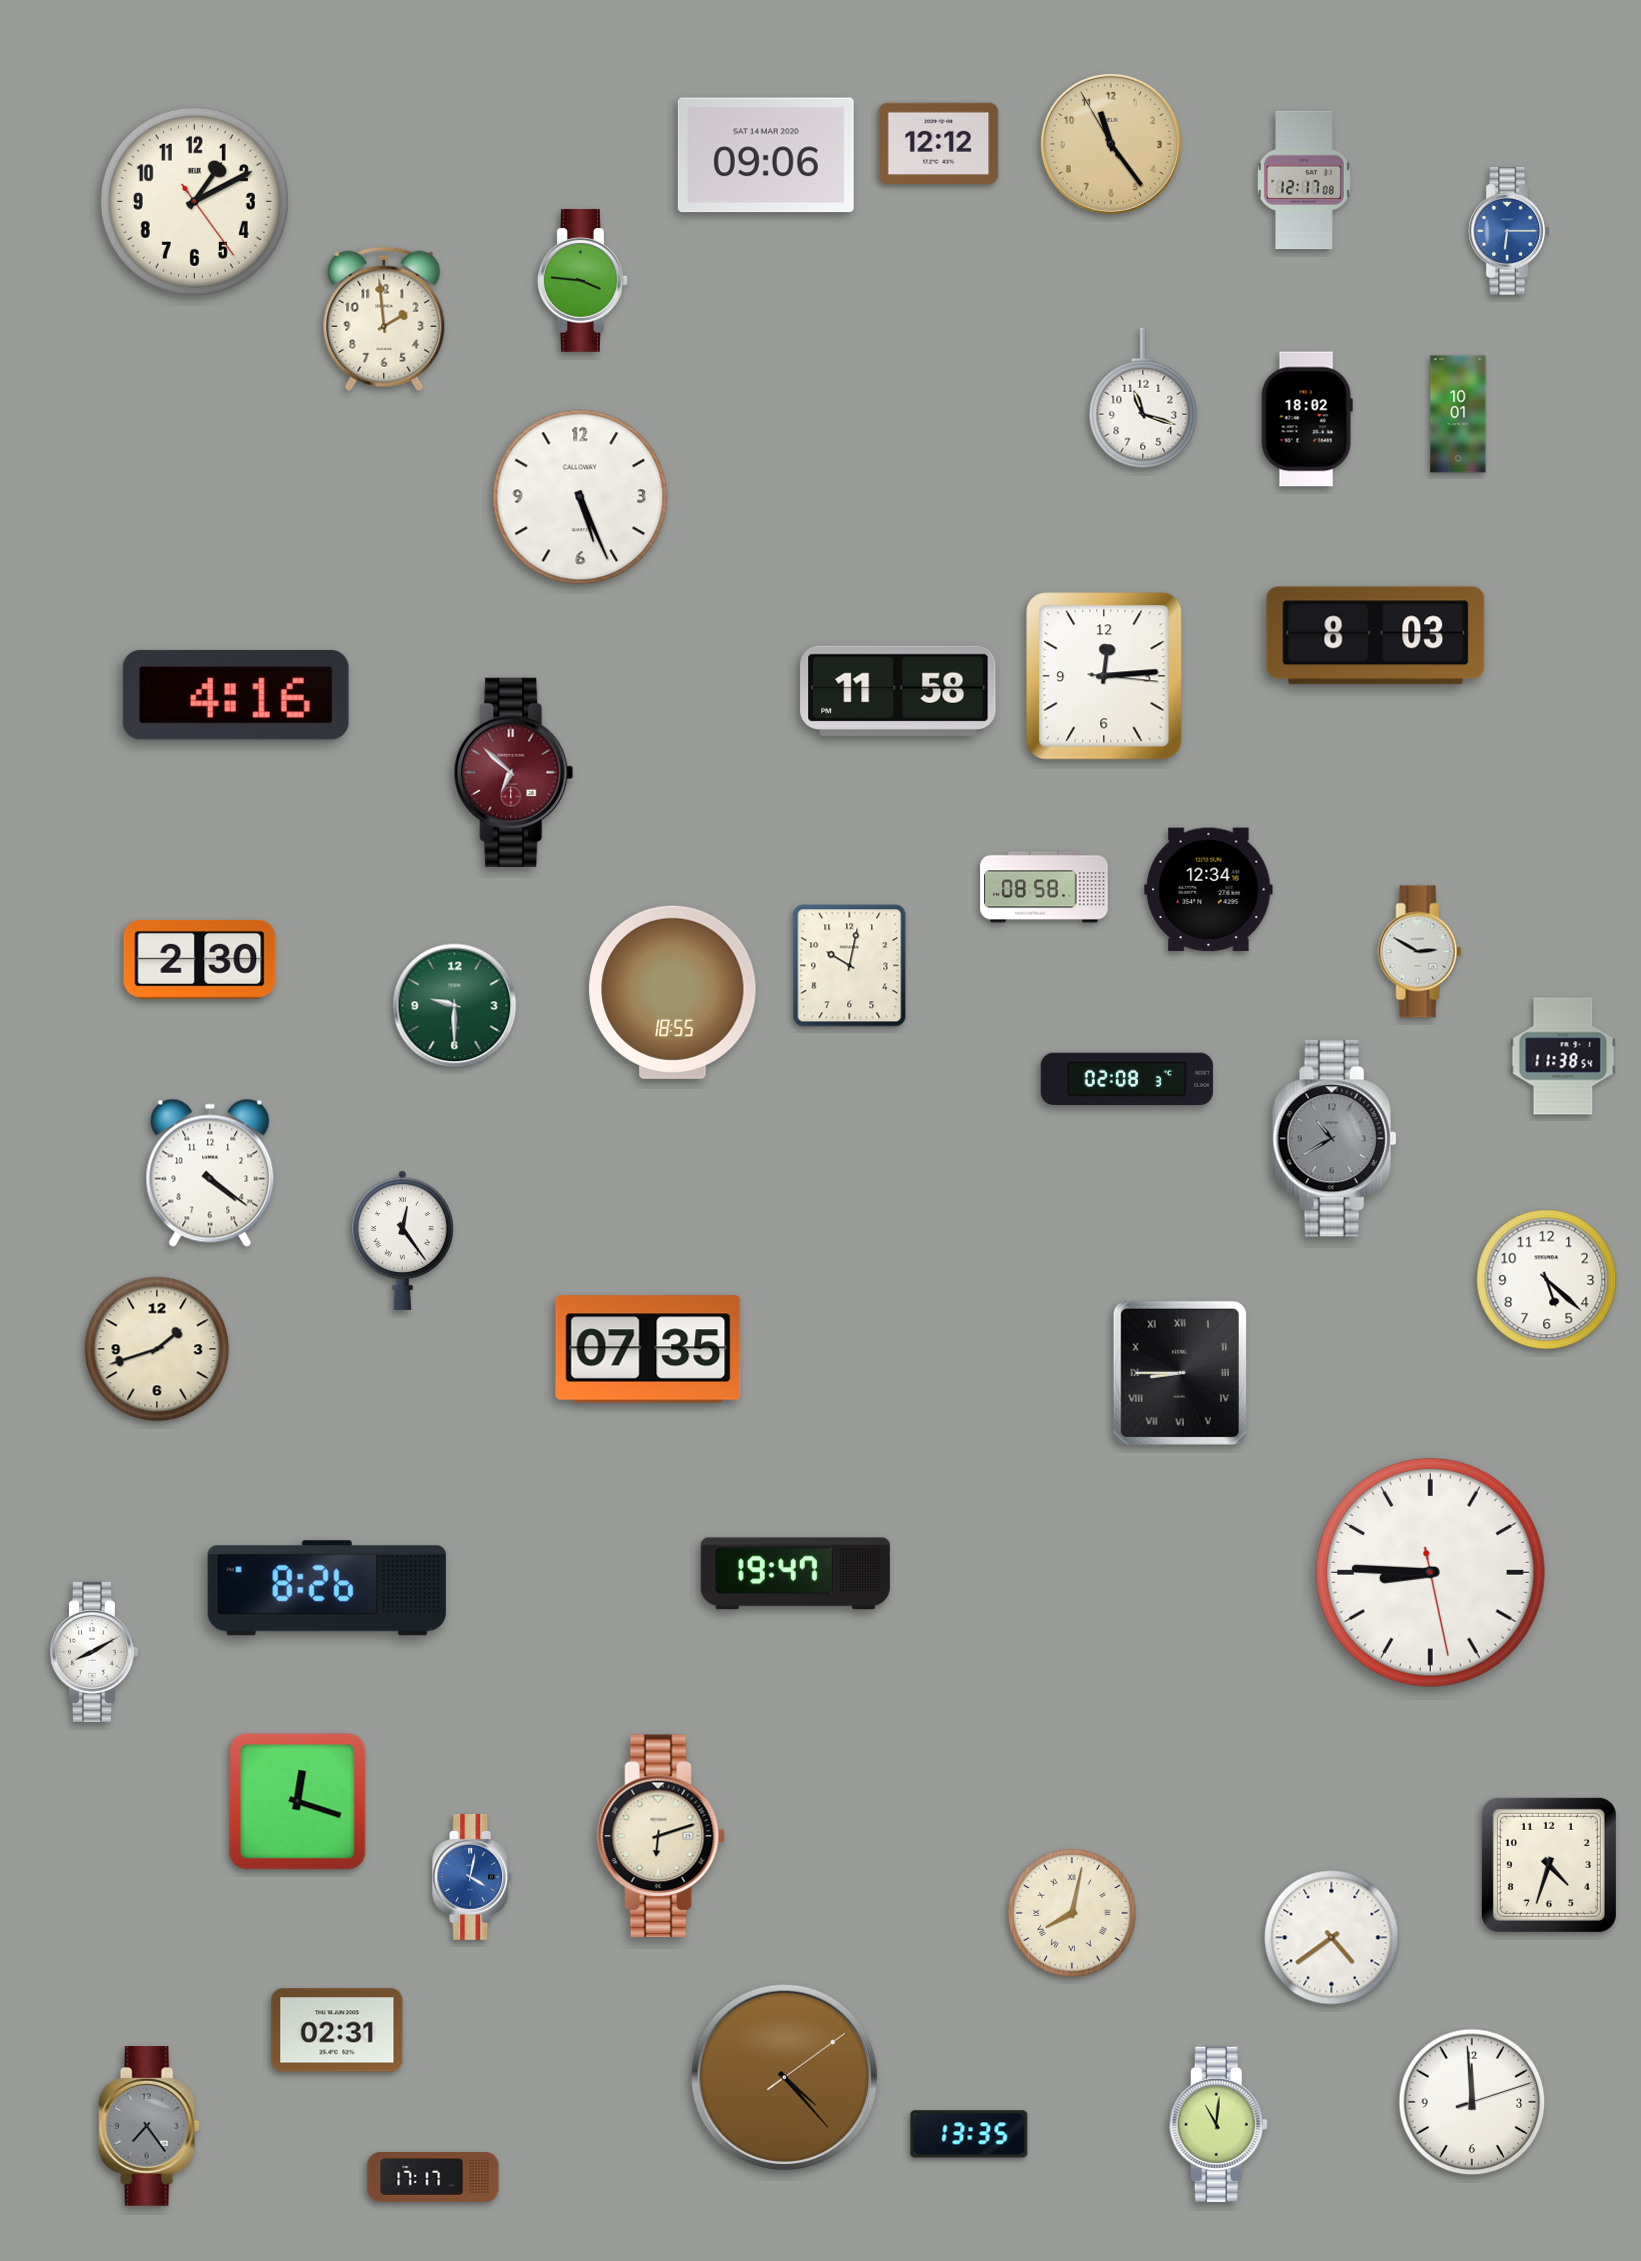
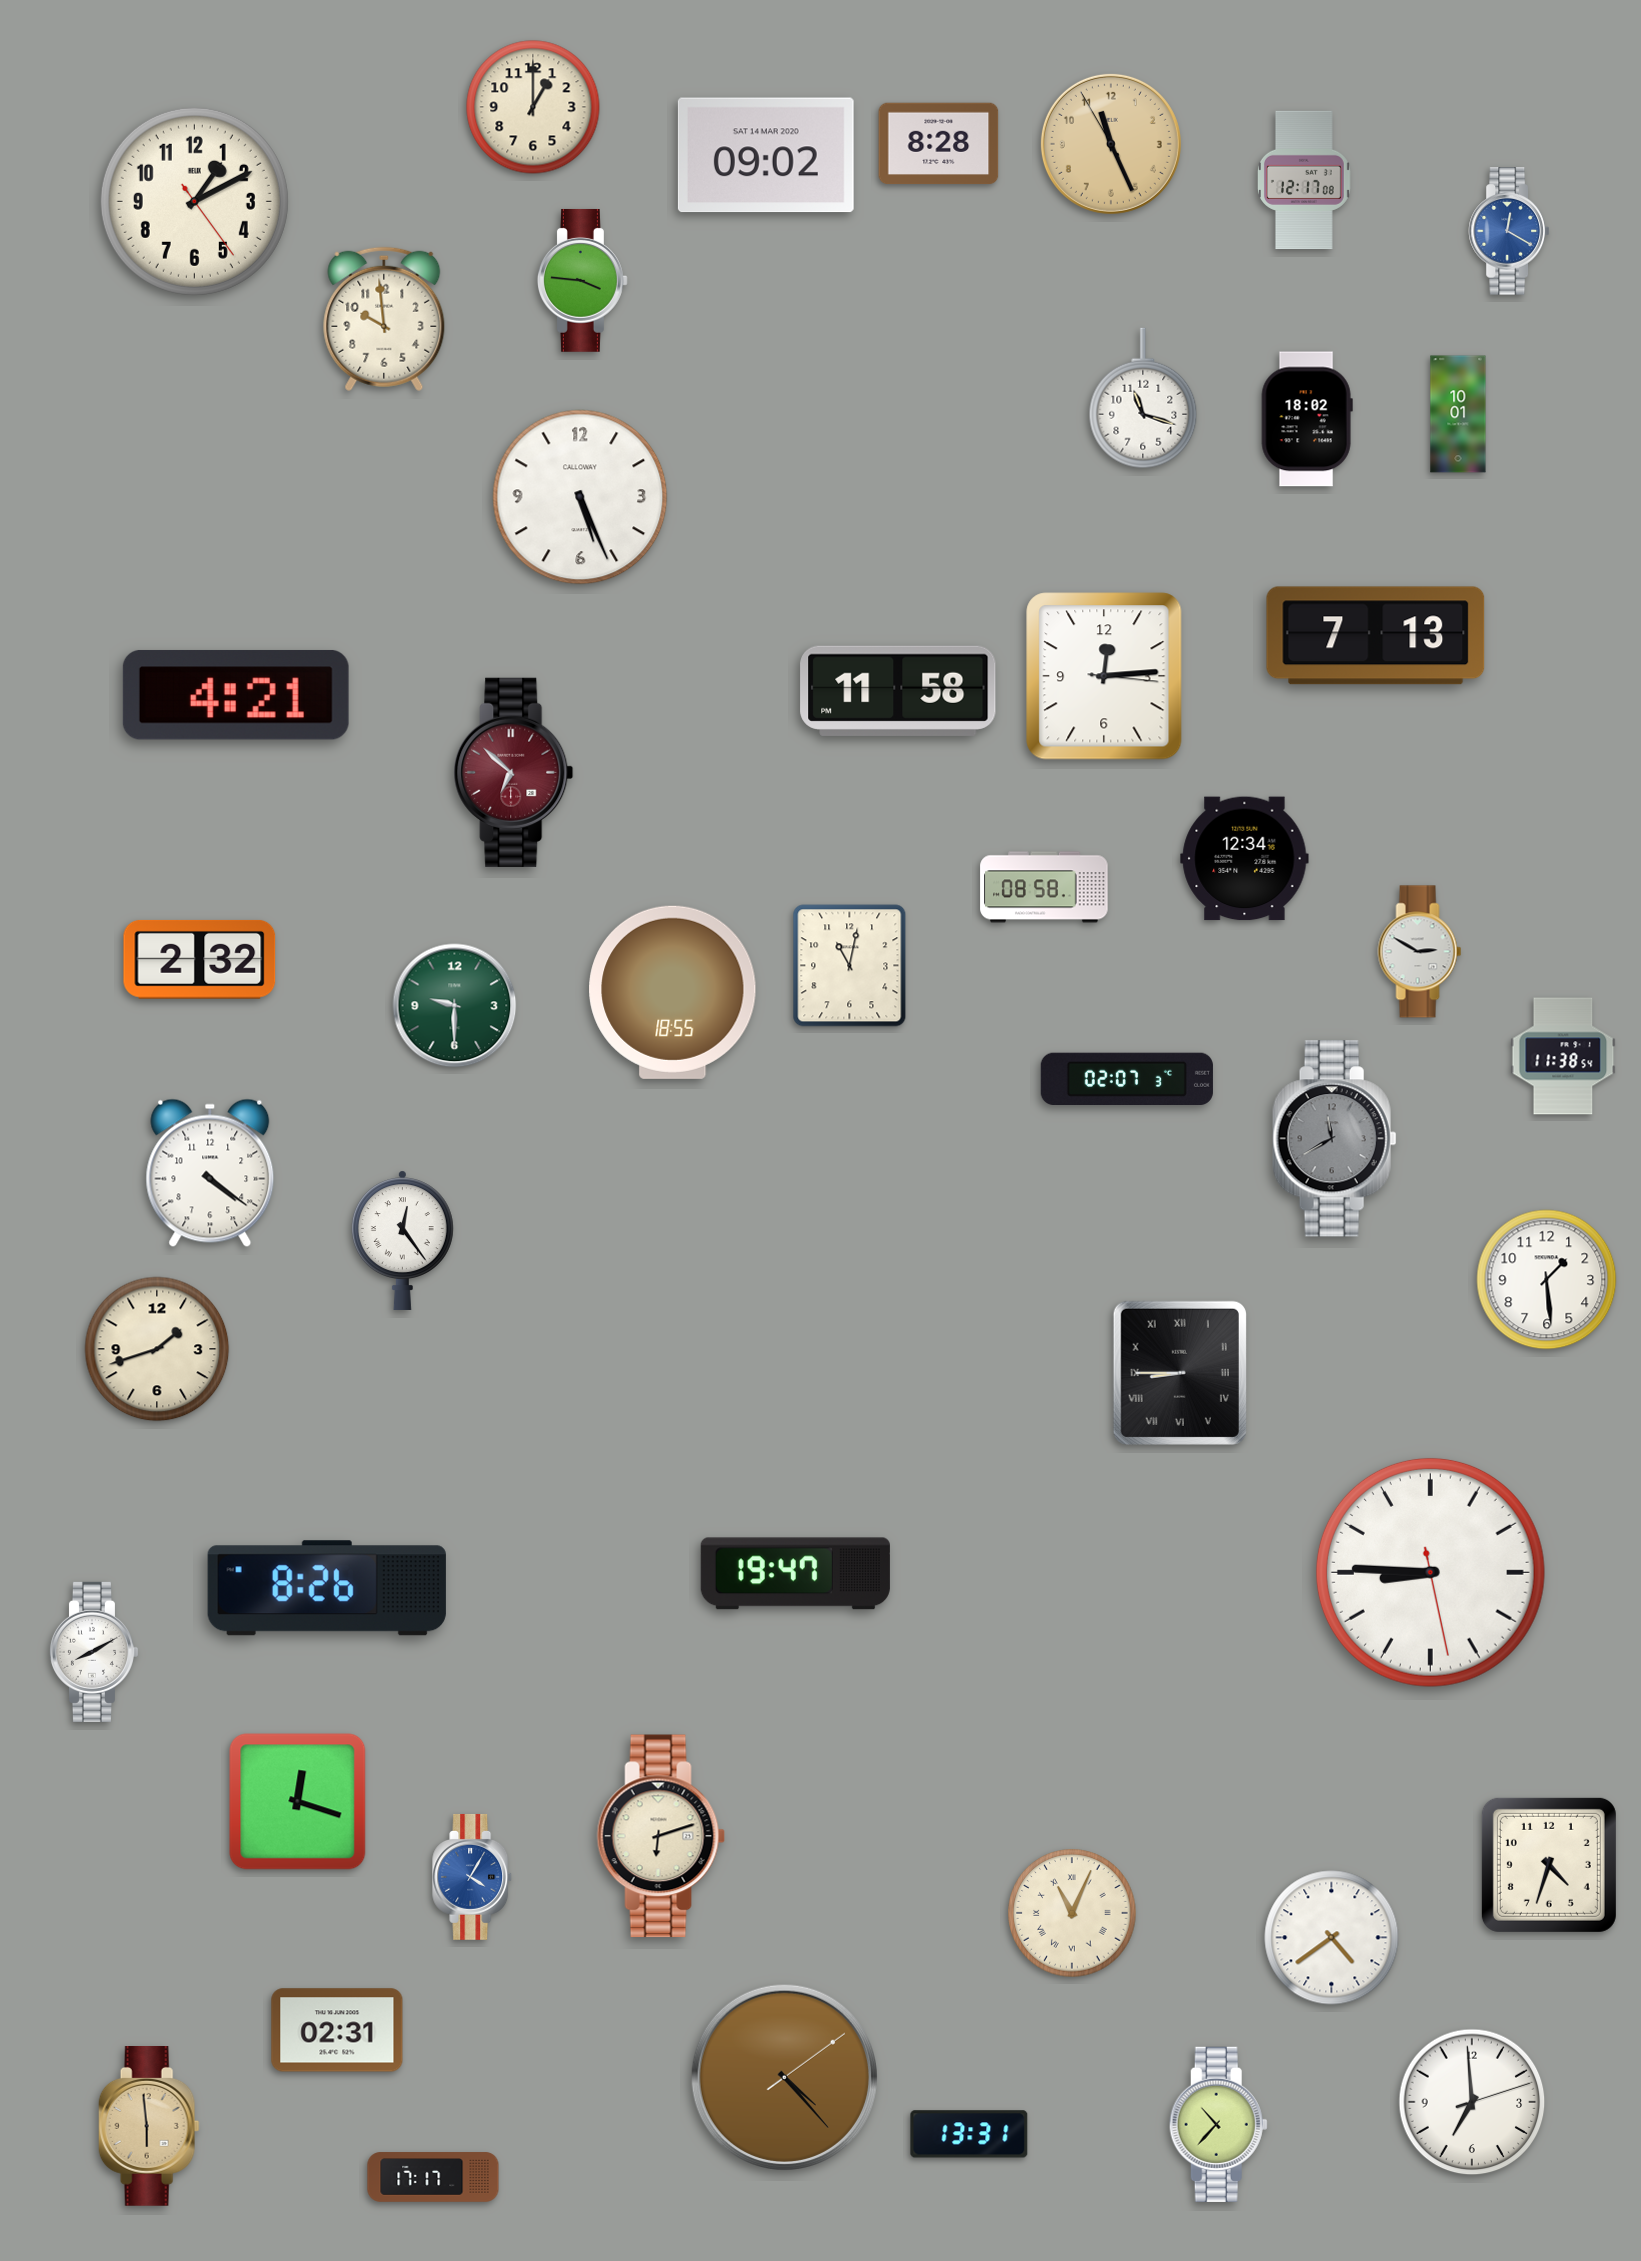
clock at (533, 107): none -> 1:00
clock at (939, 144): 12:12 -> 8:28
clock at (1111, 144): 11:23 -> 11:25
clock at (766, 155): 09:06 -> 09:02
clock at (1508, 231): 6:15 -> 12:20
clock at (384, 319): 1:59 -> 9:59
clock at (1376, 636): 8:03 -> 7:13
clock at (236, 695): 4:16 -> 4:21
clock at (1209, 890) position: (1209, 890) -> (1245, 859)
clock at (200, 959): 2:30 -> 2:32
clock at (850, 966): 10:02 -> 11:02
clock at (1127, 1078): 02:08 -> 02:07
clock at (1335, 1139): 10:40 -> 11:40
clock at (1547, 1280): 5:22 -> 1:29
clock at (648, 1349): 07:35 -> none
clock at (473, 1877): 4:02 -> 4:05
clock at (1072, 1913): 8:02 -> 11:04
clock at (1472, 2102): 11:59 -> 6:59
clock at (1218, 2124): 11:01 -> 10:37
clock at (149, 2127): 7:24 -> 5:59
clock at (149, 2127) dial: grey -> champagne
clock at (969, 2134): 13:35 -> 13:31
